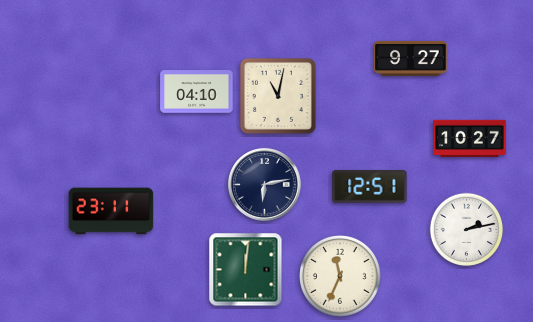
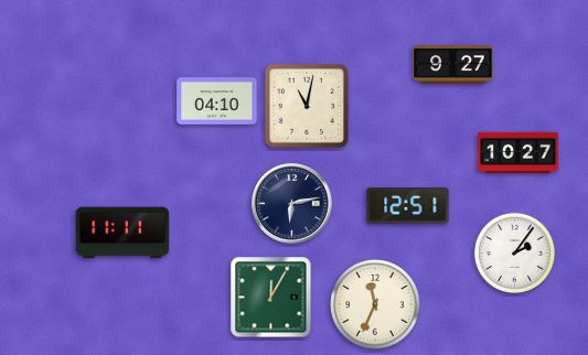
clock at (111, 211): 23:11 -> 11:11
clock at (466, 229): 2:13 -> 2:06
clock at (246, 270): 12:01 -> 12:05
